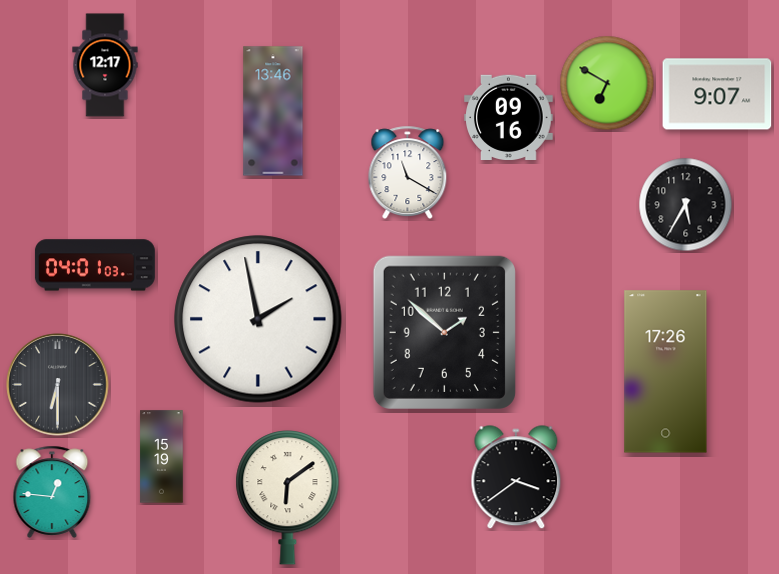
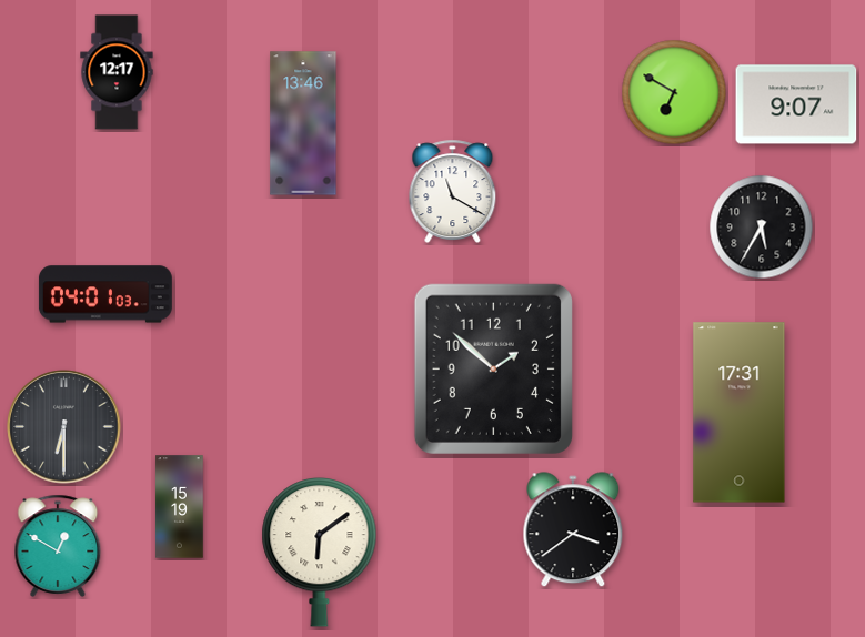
clock at (509, 117): 09:16 -> none
clock at (258, 319): 1:58 -> none
clock at (666, 372): 17:26 -> 17:31
clock at (52, 492): 12:46 -> 12:50
